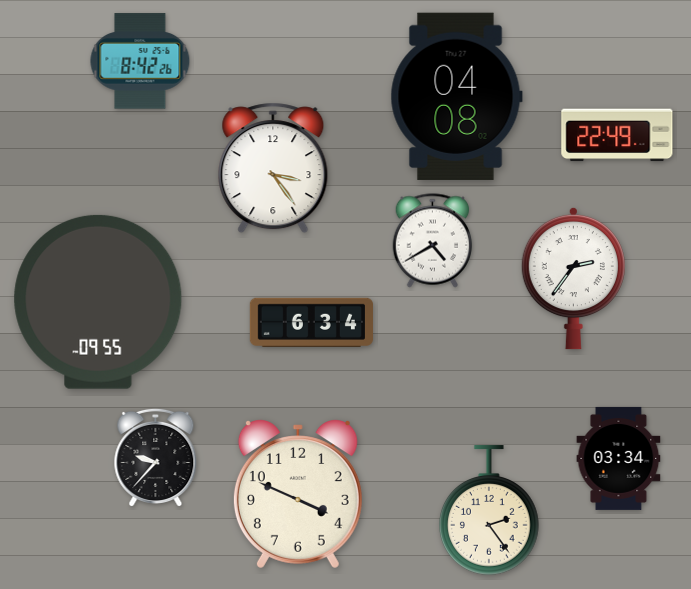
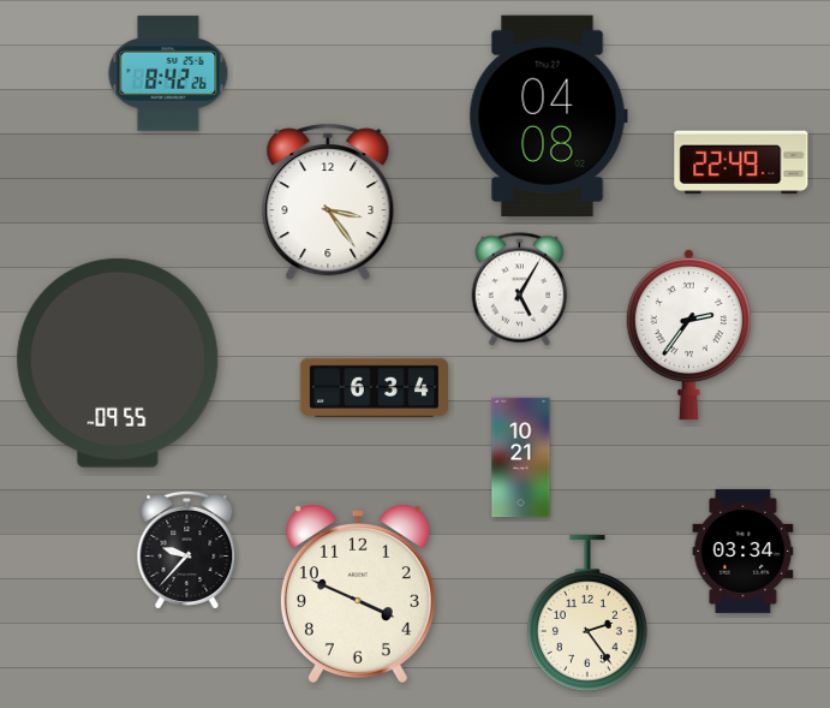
clock at (433, 241): 4:40 -> 5:05
clock at (521, 458): none -> 10:21
